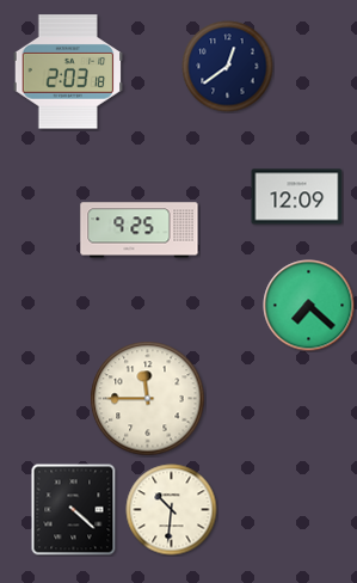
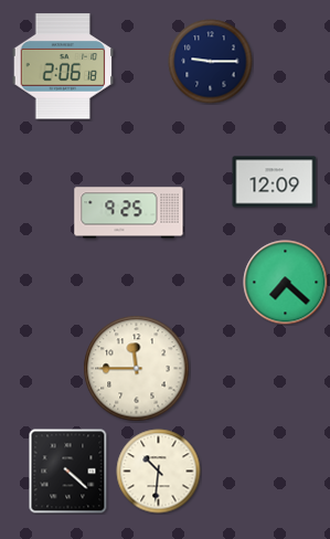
clock at (228, 67): 12:39 -> 9:15
clock at (68, 72): 2:03 -> 2:06
